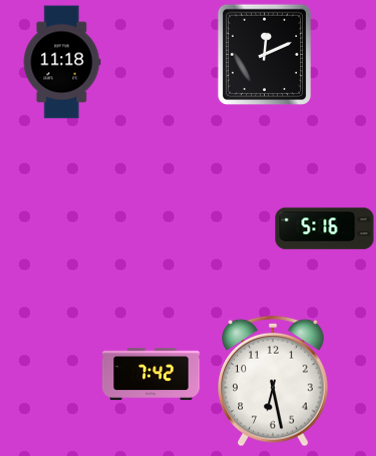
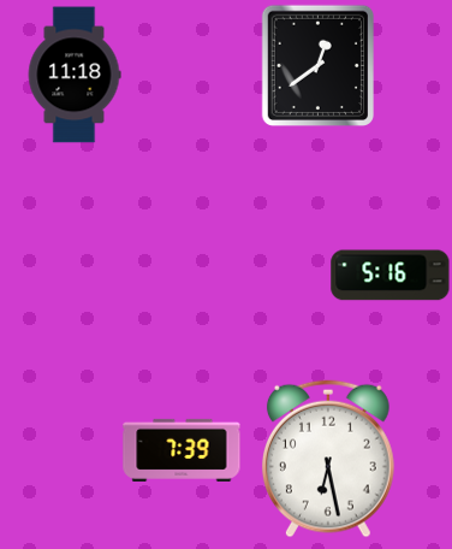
clock at (264, 54): 12:11 -> 12:39
clock at (151, 374): 7:42 -> 7:39
